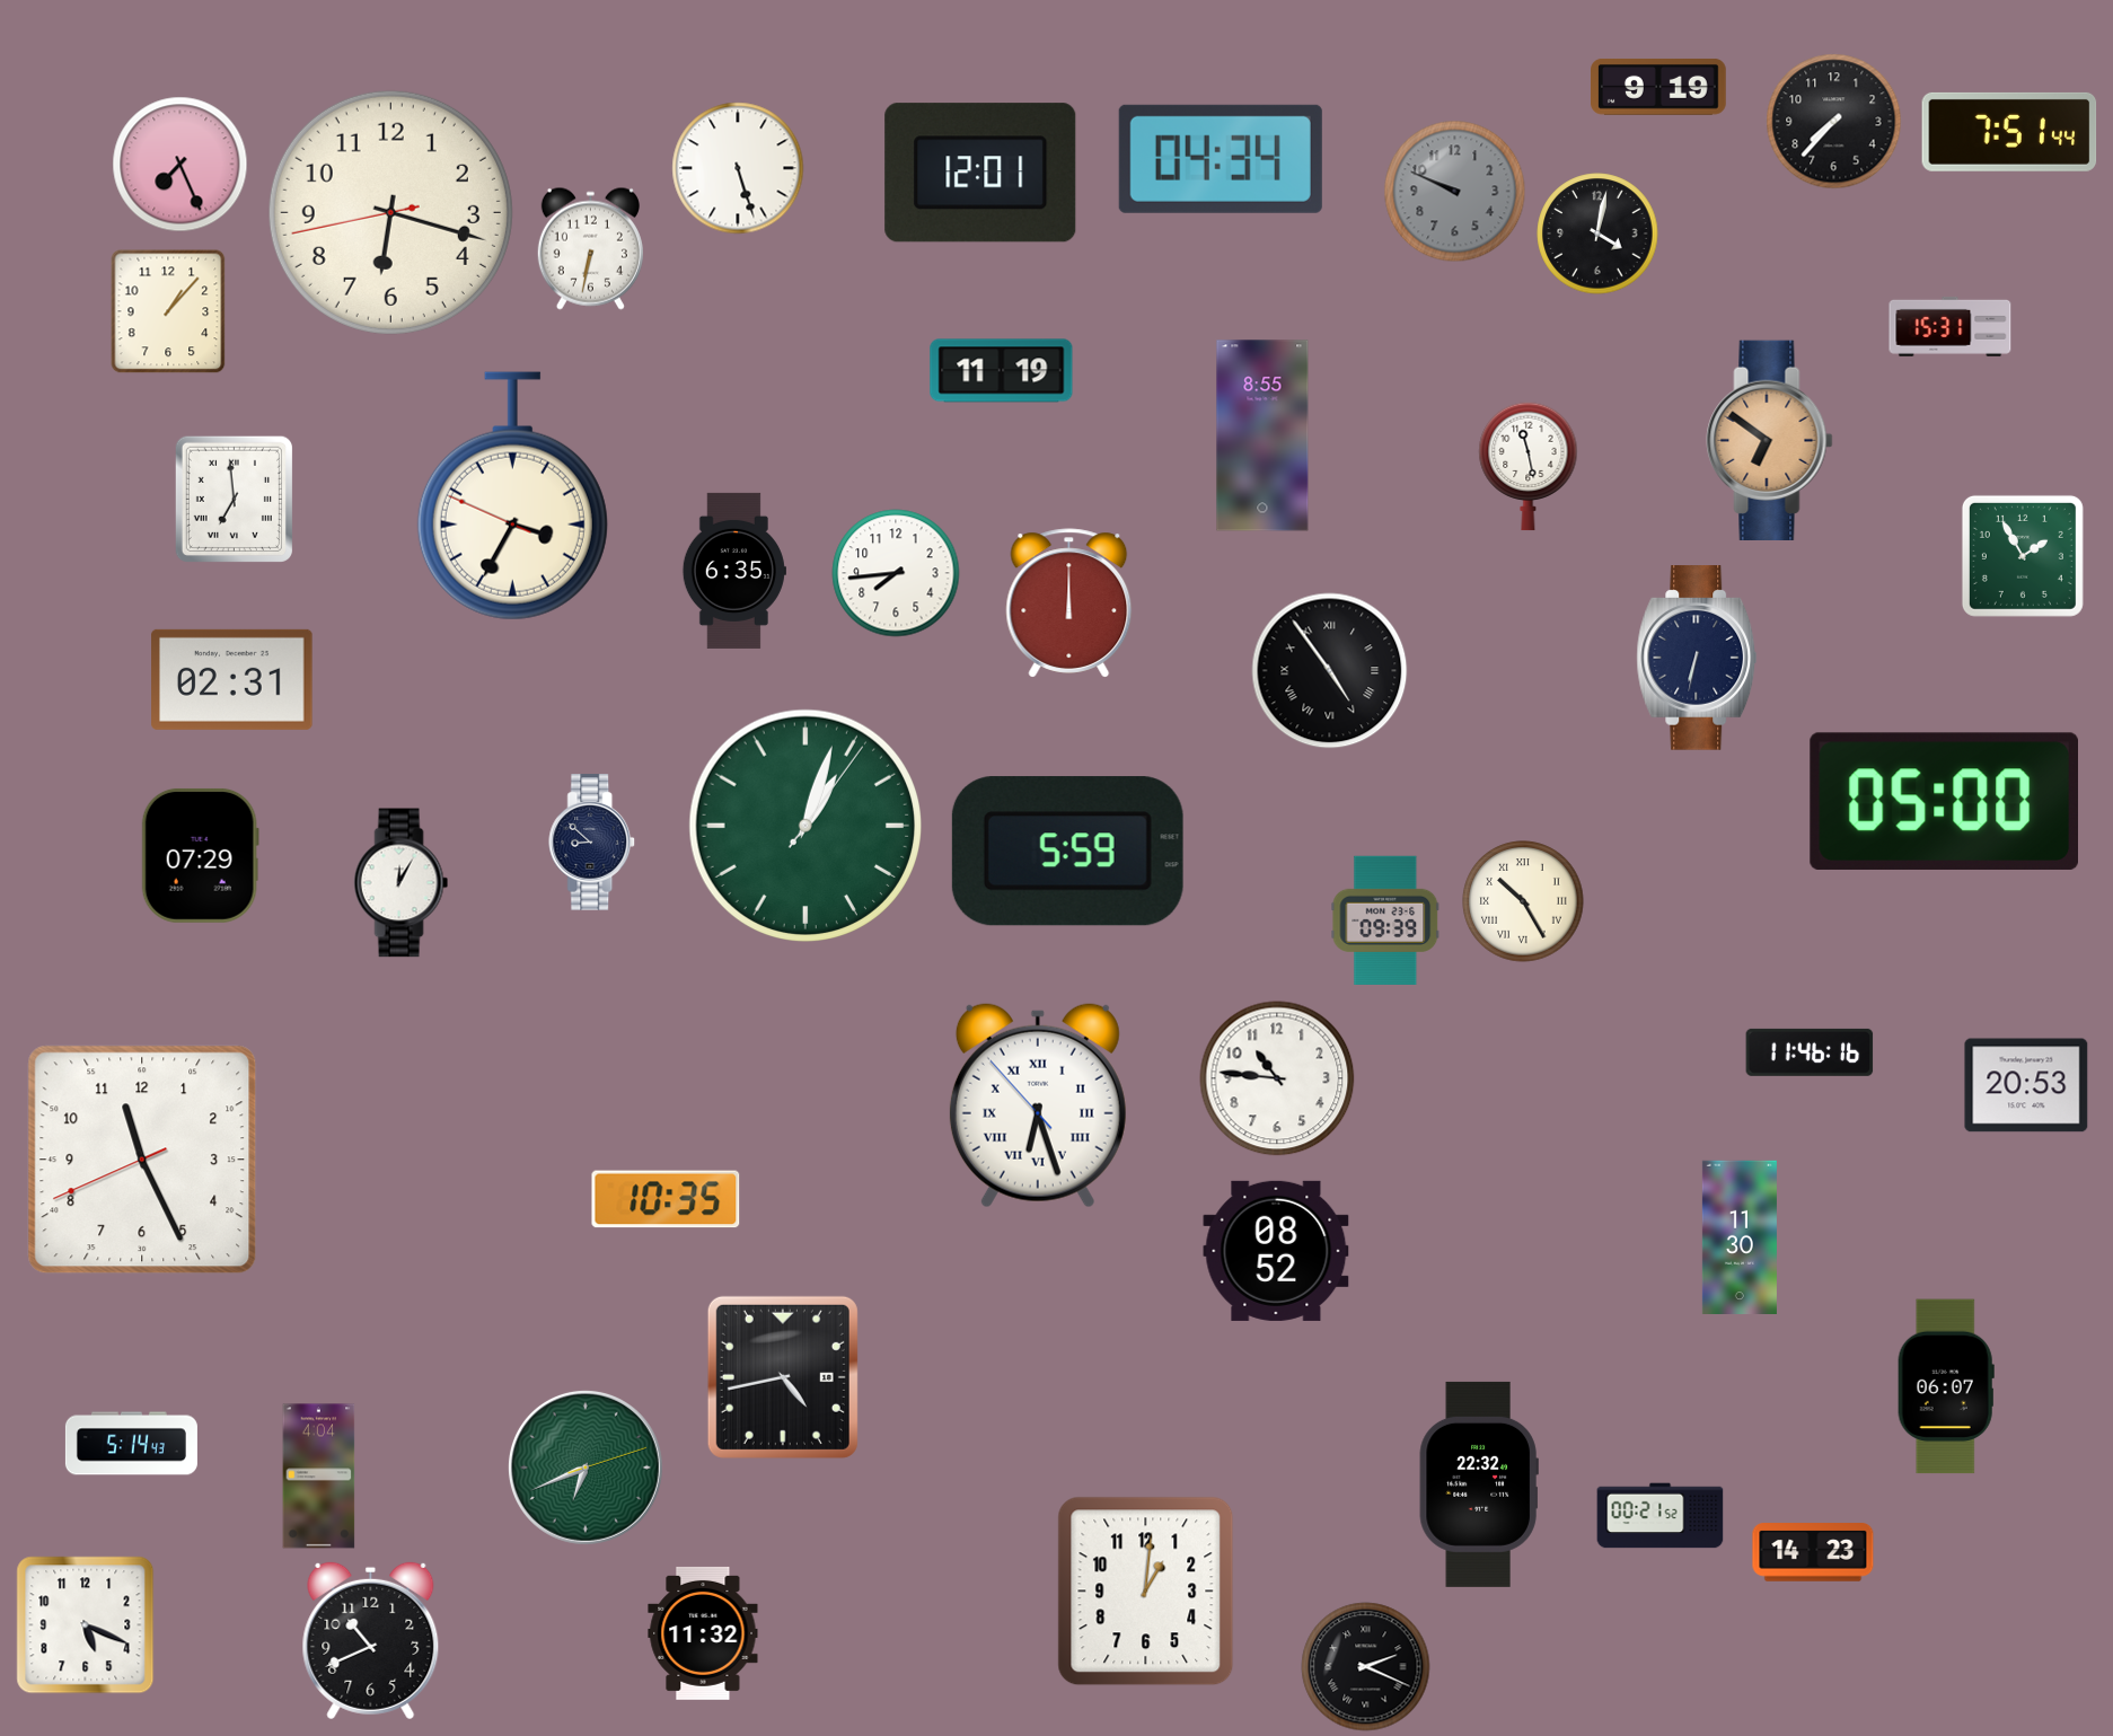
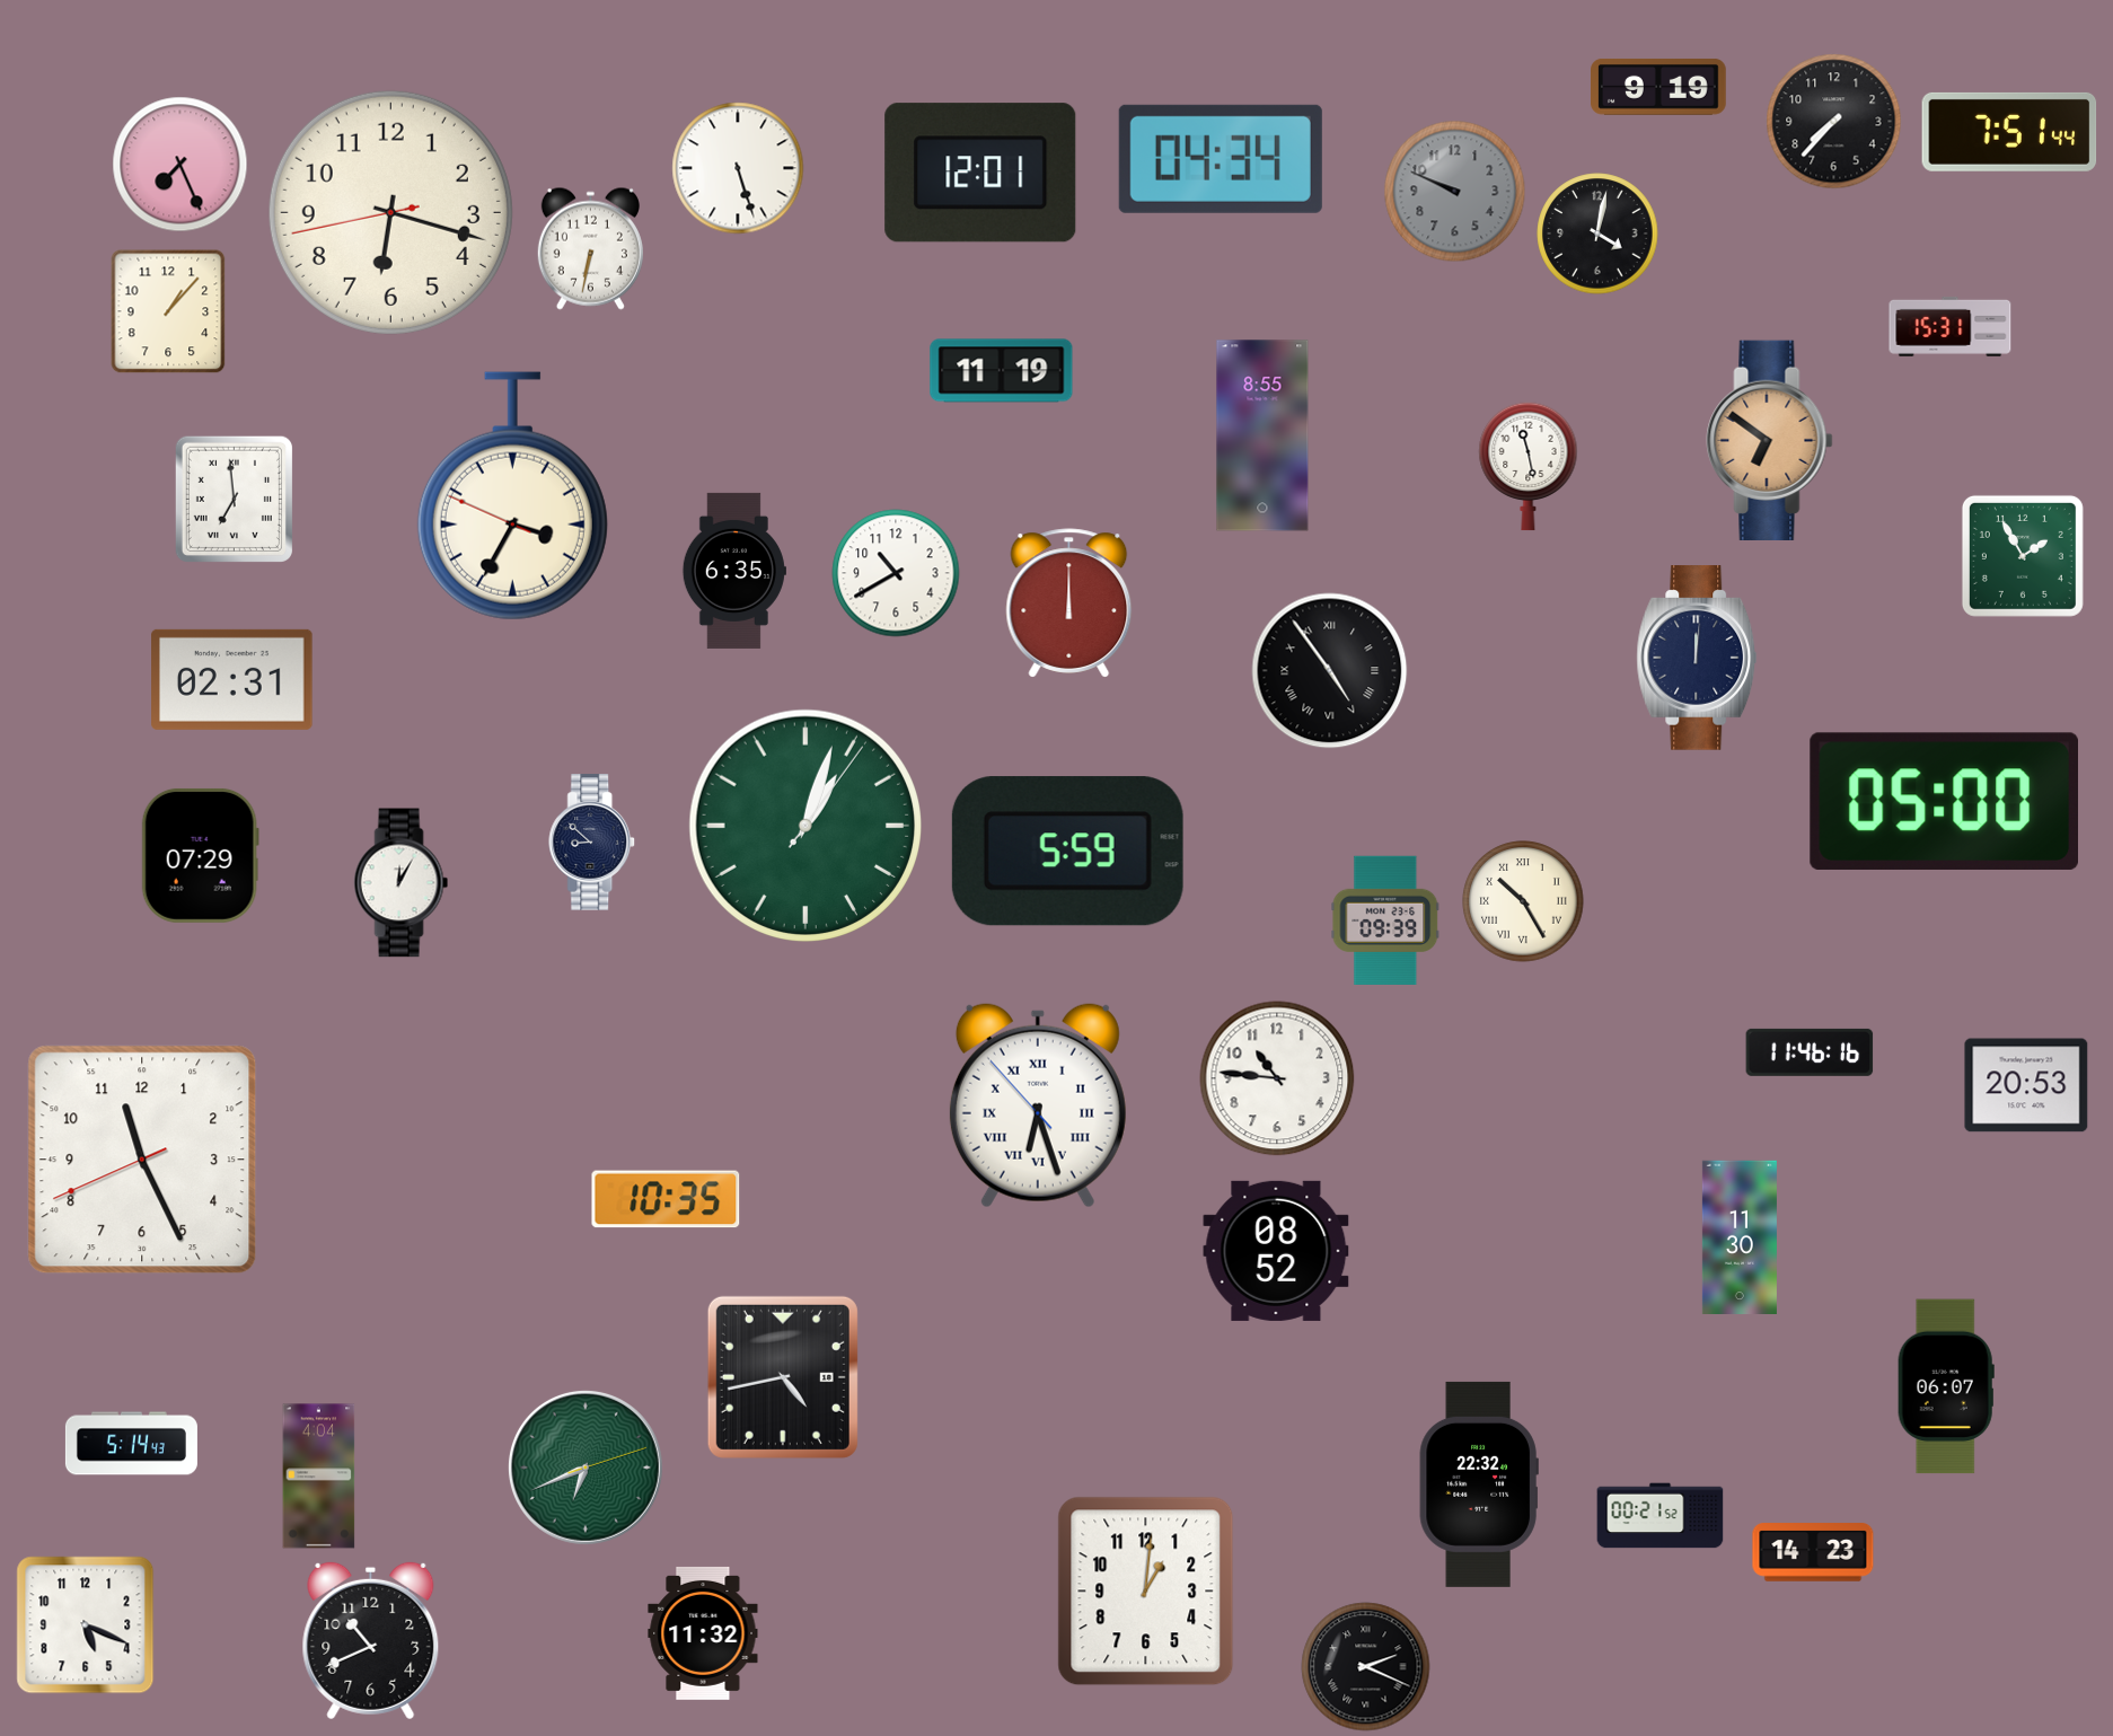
clock at (896, 573): 7:44 -> 10:40
clock at (1697, 658): 6:32 -> 12:01
